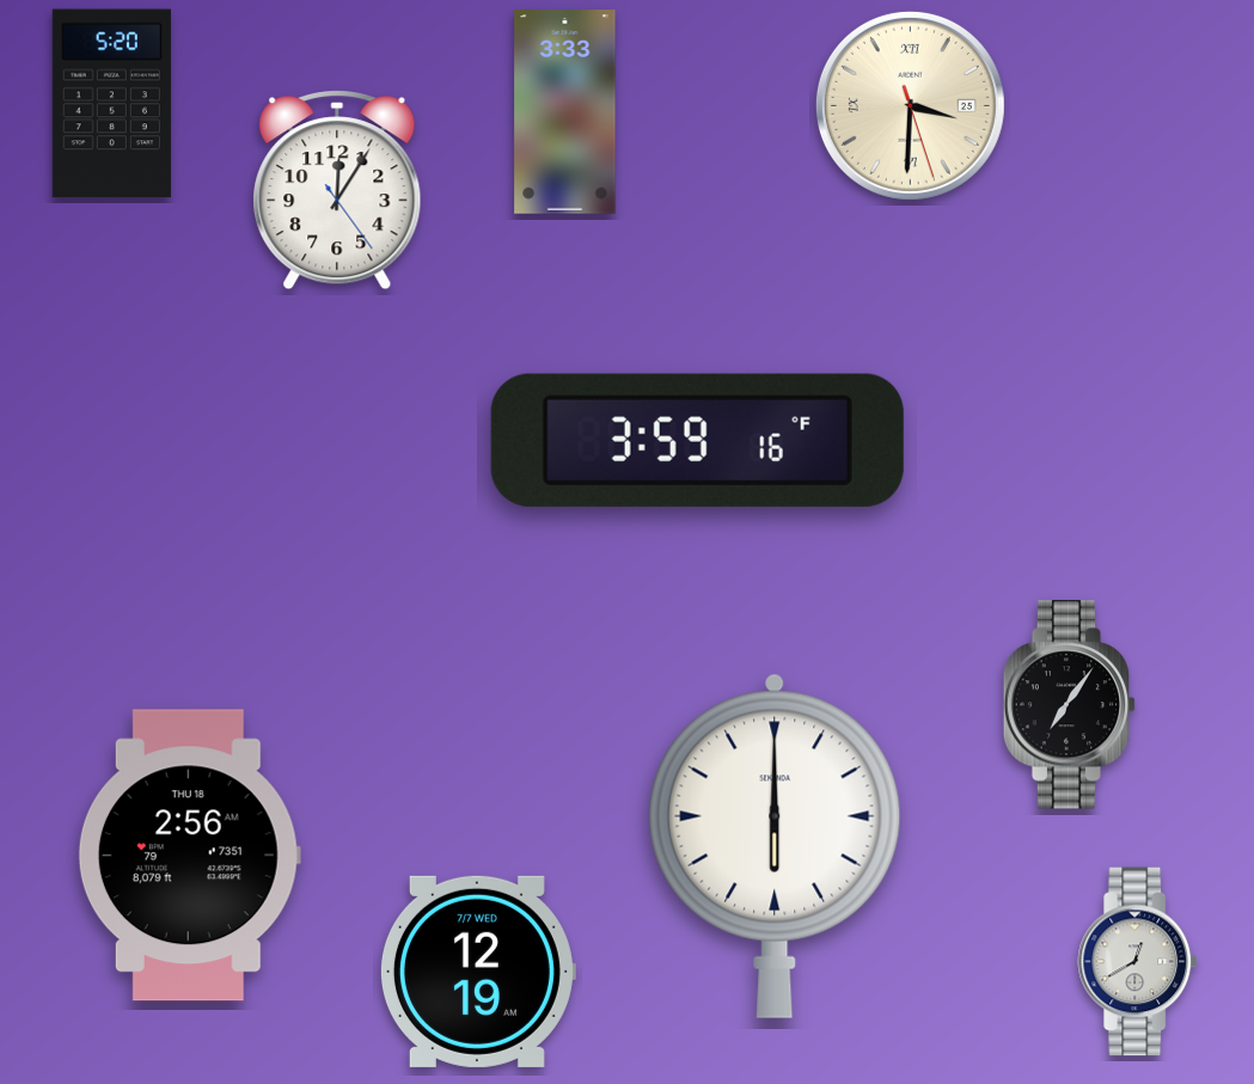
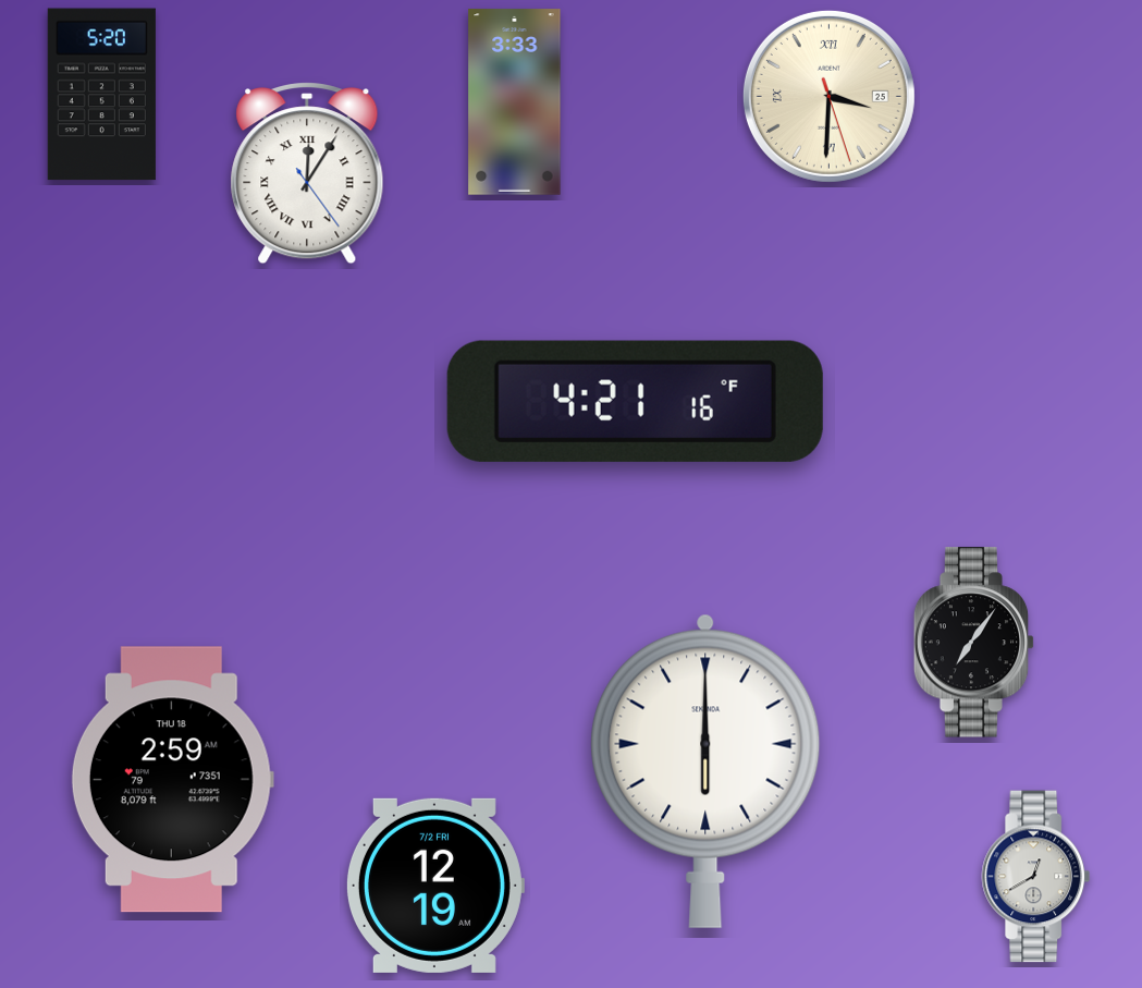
clock at (337, 190) numerals: Arabic -> Roman
clock at (697, 440): 3:59 -> 4:21
clock at (189, 856): 2:56 -> 2:59
clock at (477, 972) date: 7/7 WED -> 7/2 FRI
